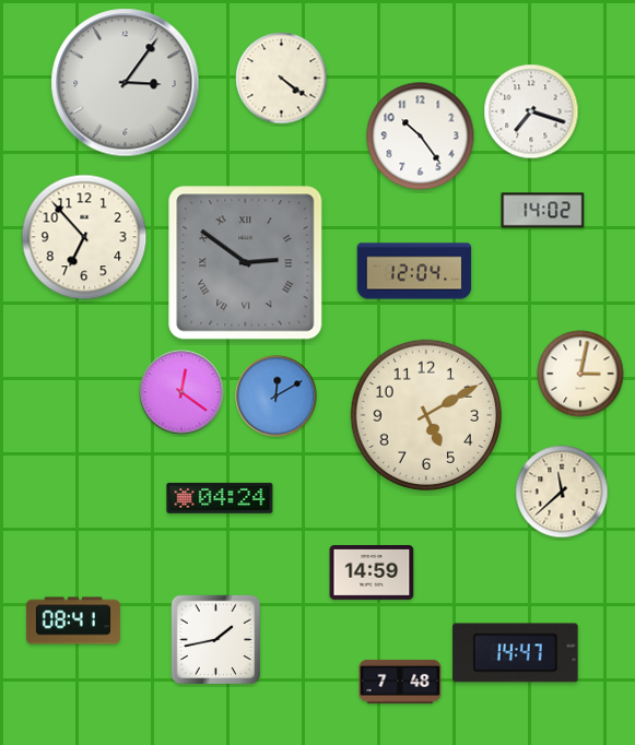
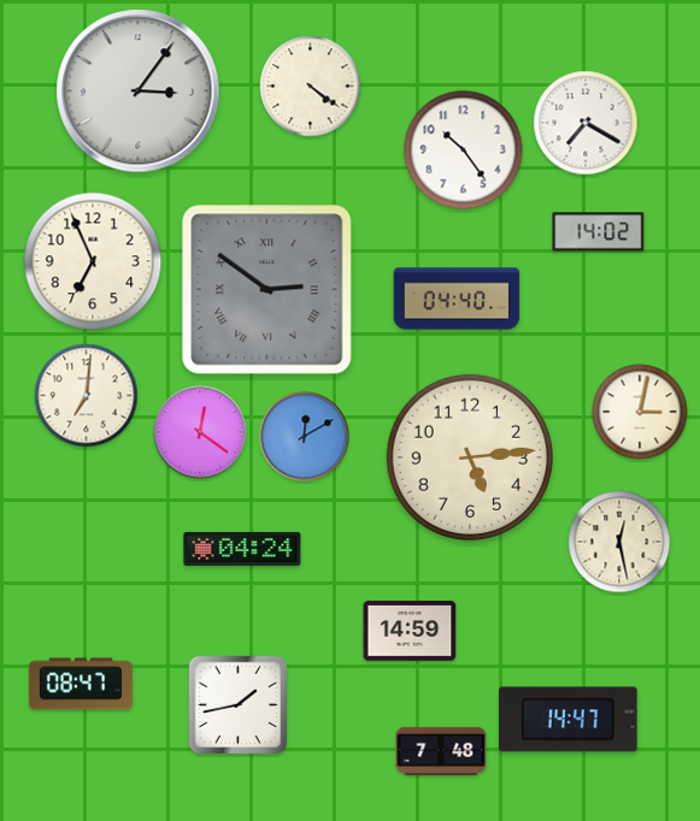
clock at (531, 111): 7:18 -> 7:20
clock at (84, 237): 6:53 -> 6:56
clock at (246, 263) position: (246, 263) -> (267, 290)
clock at (414, 271): 12:04 -> 04:40
clock at (87, 396): none -> 7:01
clock at (425, 414): 5:10 -> 5:14
clock at (562, 492): 11:38 -> 12:28
clock at (73, 620): 08:41 -> 08:47
